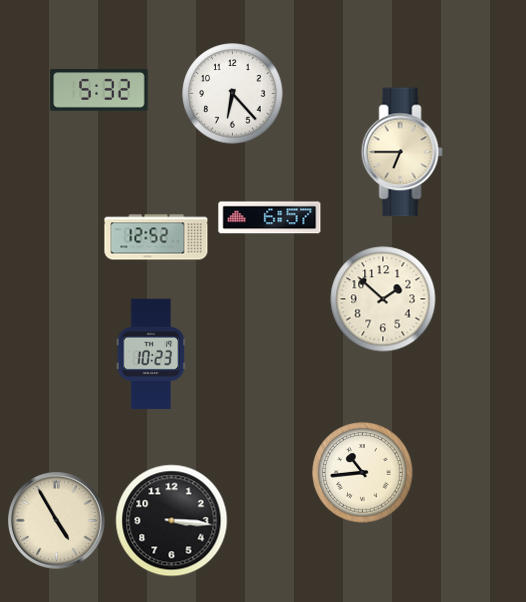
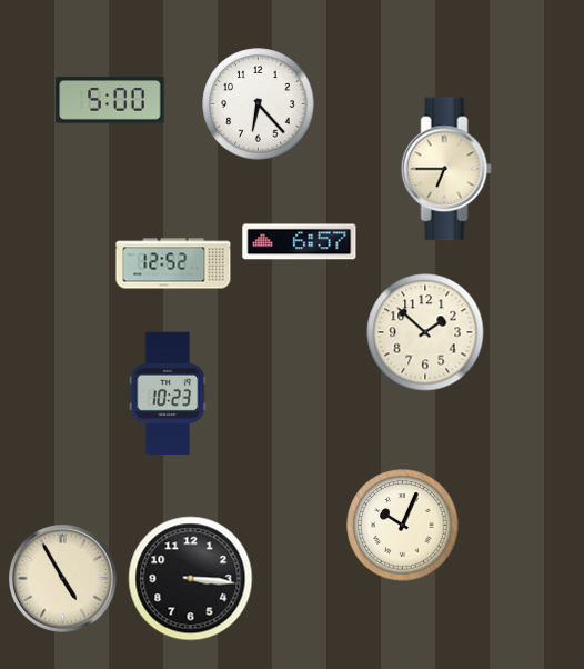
clock at (99, 90): 5:32 -> 5:00
clock at (363, 473): 10:44 -> 10:04
